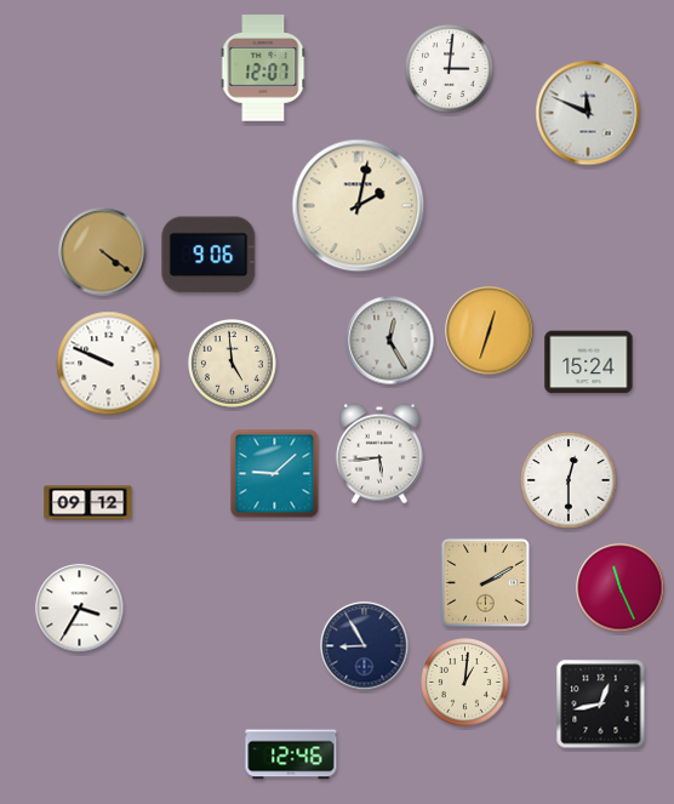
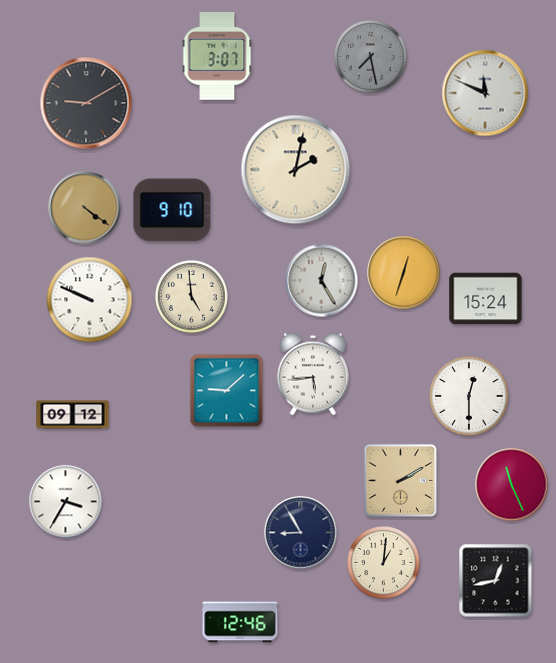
clock at (263, 68): 12:07 -> 3:07
clock at (450, 69): 3:01 -> 7:28
clock at (450, 69) dial: white -> grey
clock at (86, 103): none -> 9:10
clock at (209, 255): 9:06 -> 9:10
clock at (233, 364) position: (233, 364) -> (192, 297)
